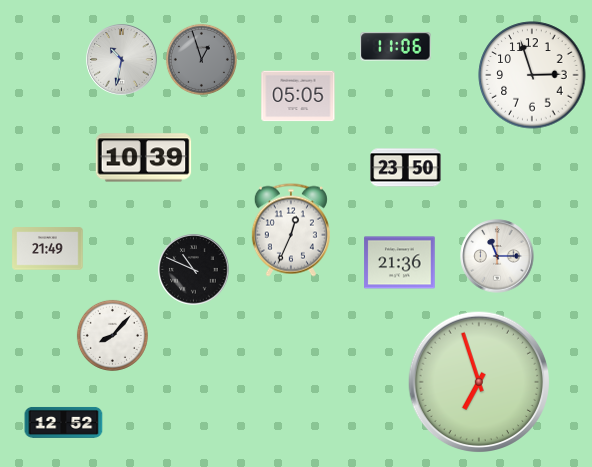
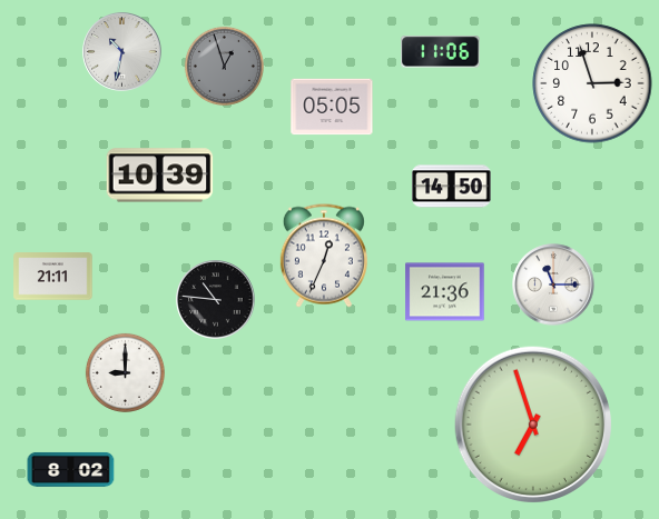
clock at (122, 60) position: (122, 60) -> (122, 52)
clock at (406, 168): 23:50 -> 14:50
clock at (48, 249): 21:49 -> 21:11
clock at (194, 270): 10:49 -> 10:46
clock at (112, 335): 8:07 -> 9:00
clock at (64, 422): 12:52 -> 8:02
